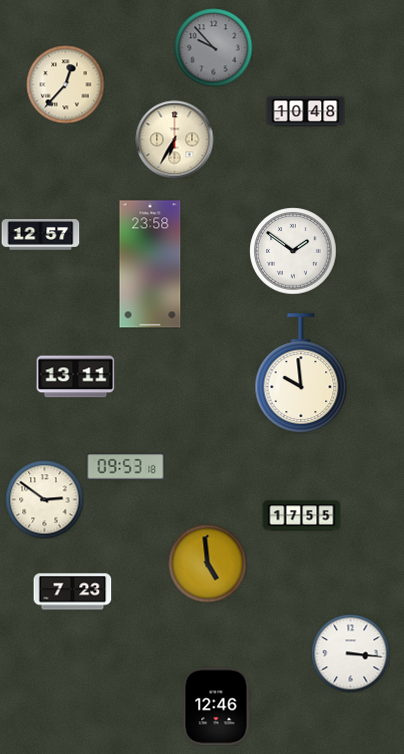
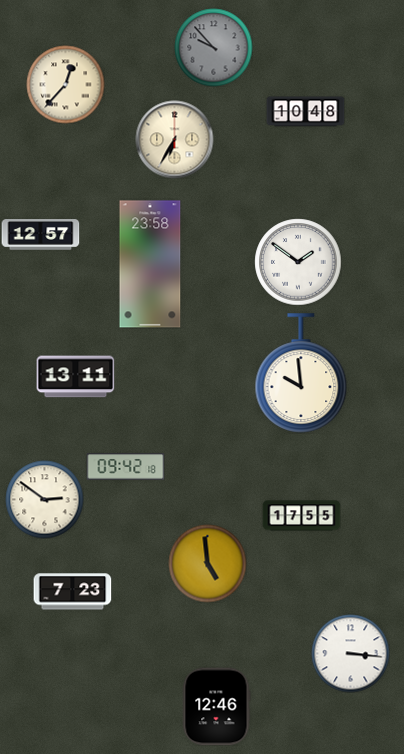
clock at (293, 251) position: (293, 251) -> (298, 262)
clock at (125, 467): 09:53 -> 09:42
